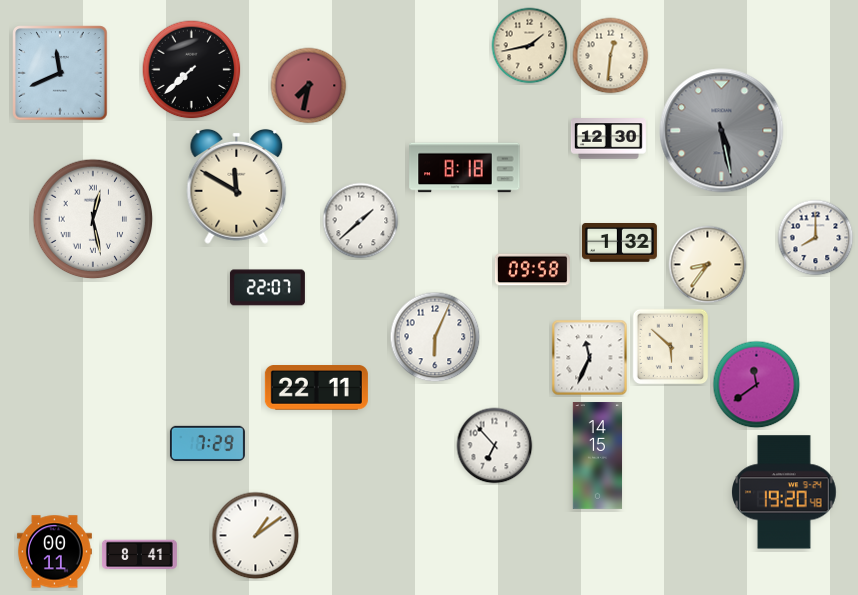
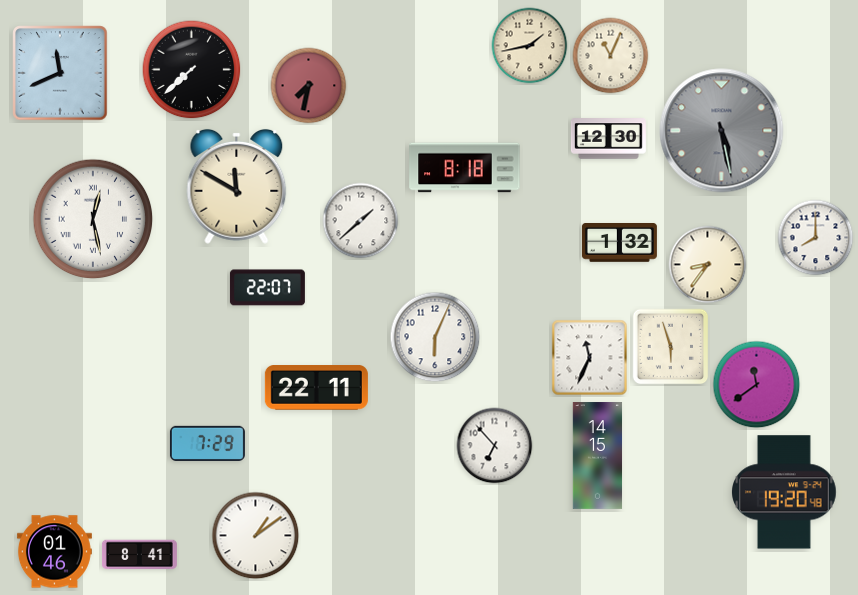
clock at (611, 56): 12:31 -> 11:04
clock at (532, 270): 09:58 -> none
clock at (671, 347): 5:52 -> 5:57
clock at (54, 552): 00:11 -> 01:46
